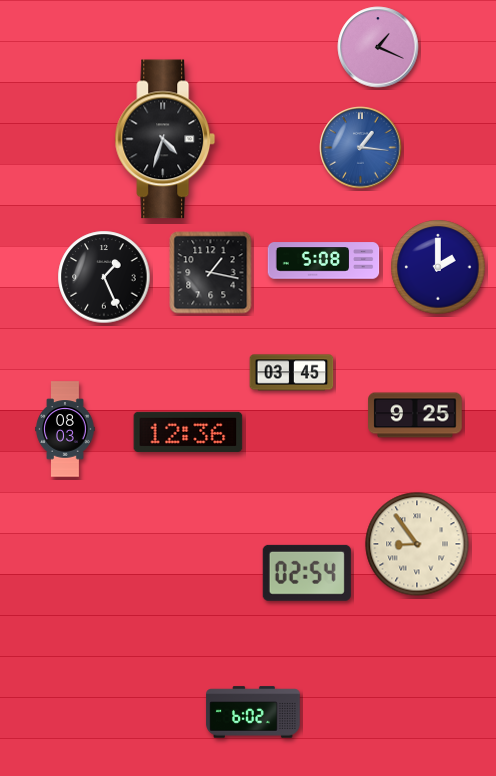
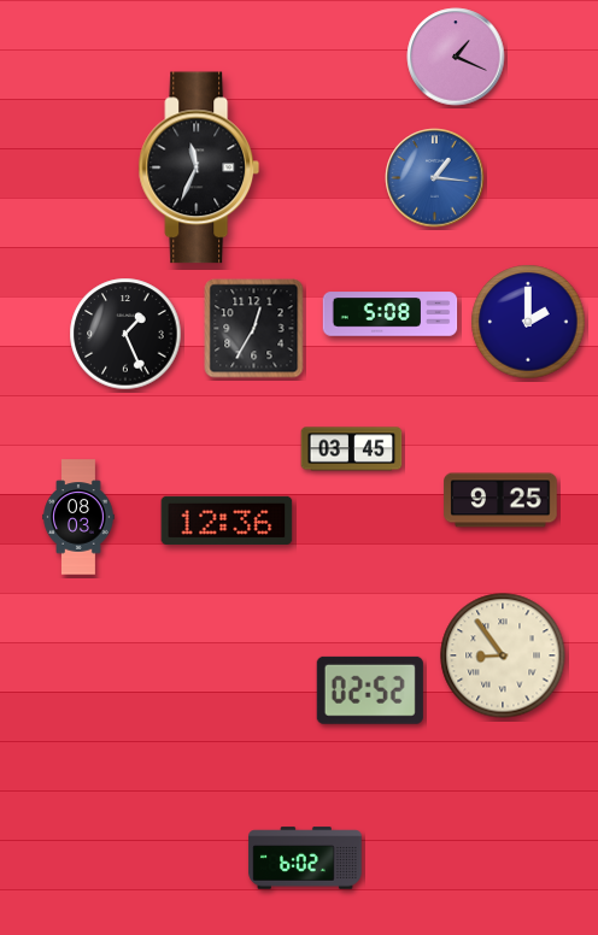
clock at (165, 139): 4:33 -> 11:34
clock at (211, 273): 1:17 -> 12:35
clock at (307, 573): 02:54 -> 02:52
